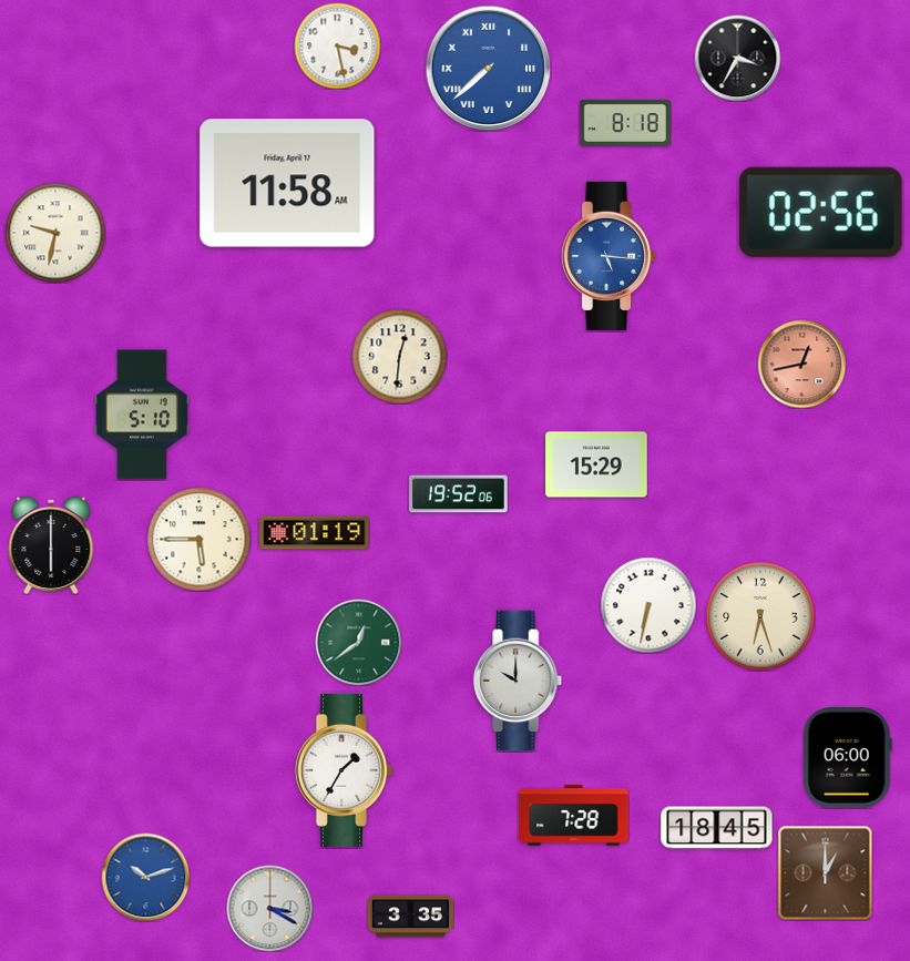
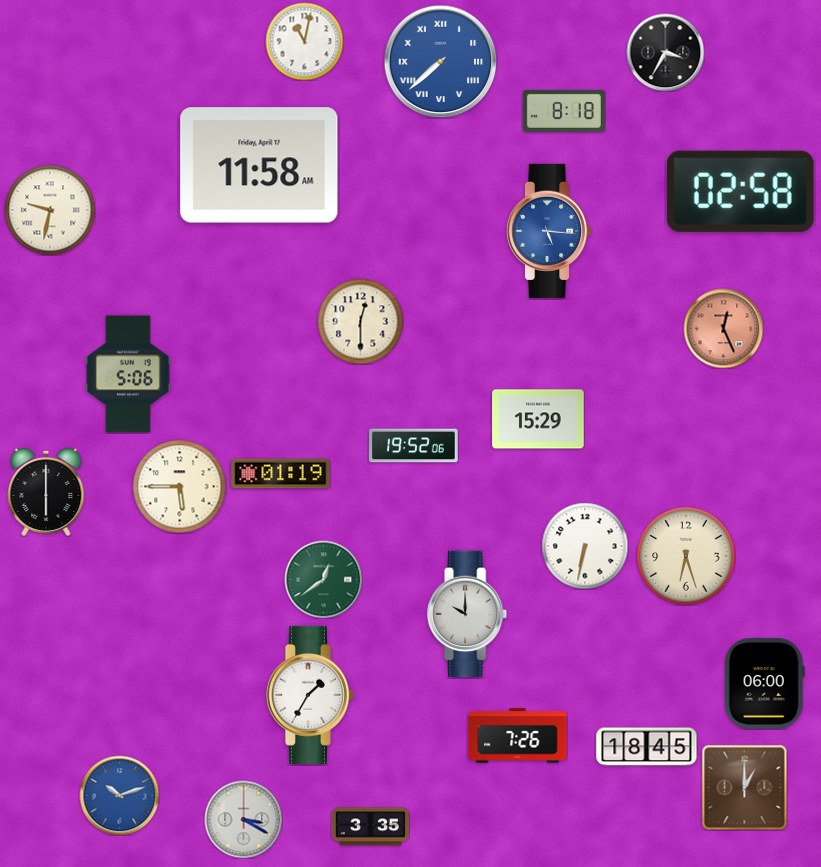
clock at (337, 45): 3:28 -> 11:02
clock at (820, 212): 02:56 -> 02:58
clock at (399, 356): 12:31 -> 12:30
clock at (801, 364): 12:43 -> 12:26
clock at (142, 415): 5:10 -> 5:06
clock at (315, 533) position: (315, 533) -> (281, 474)
clock at (574, 816): 7:28 -> 7:26
clock at (145, 877) position: (145, 877) -> (119, 795)
